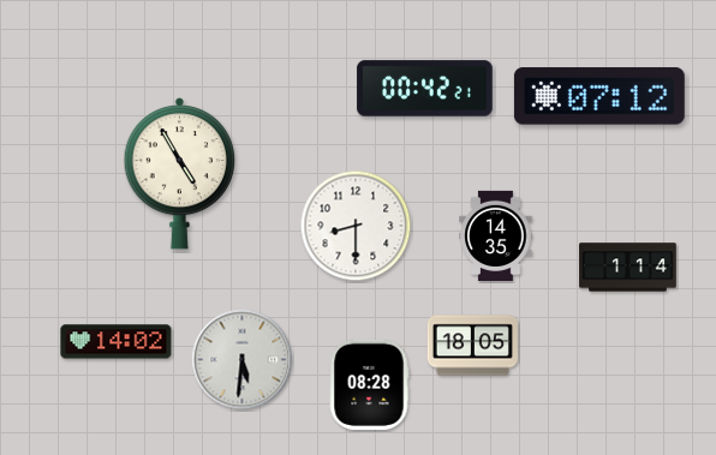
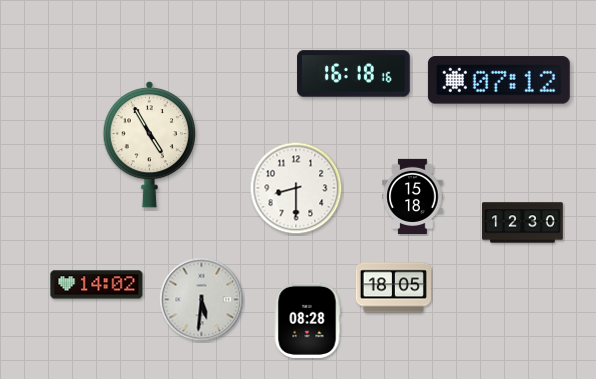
clock at (425, 89): 00:42 -> 16:18
clock at (496, 235): 14:35 -> 15:18
clock at (628, 268): 1:14 -> 12:30
